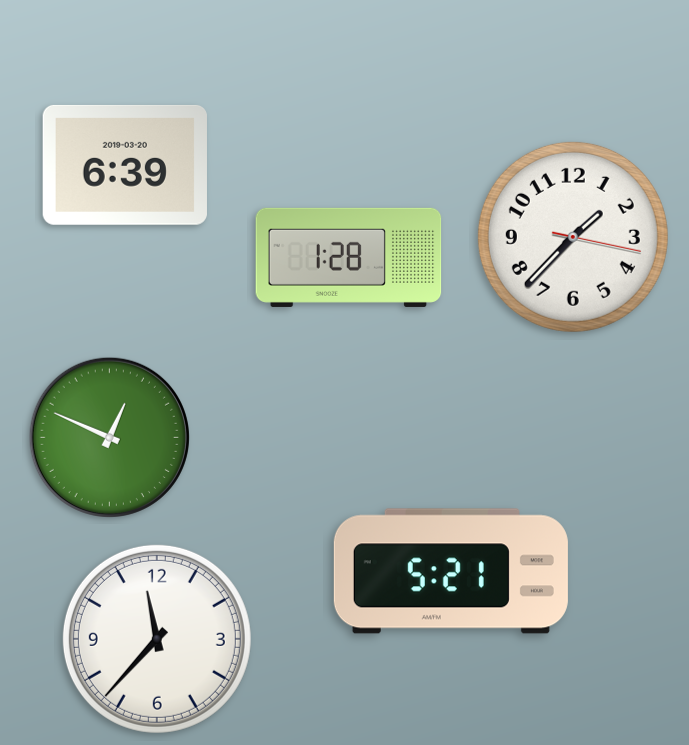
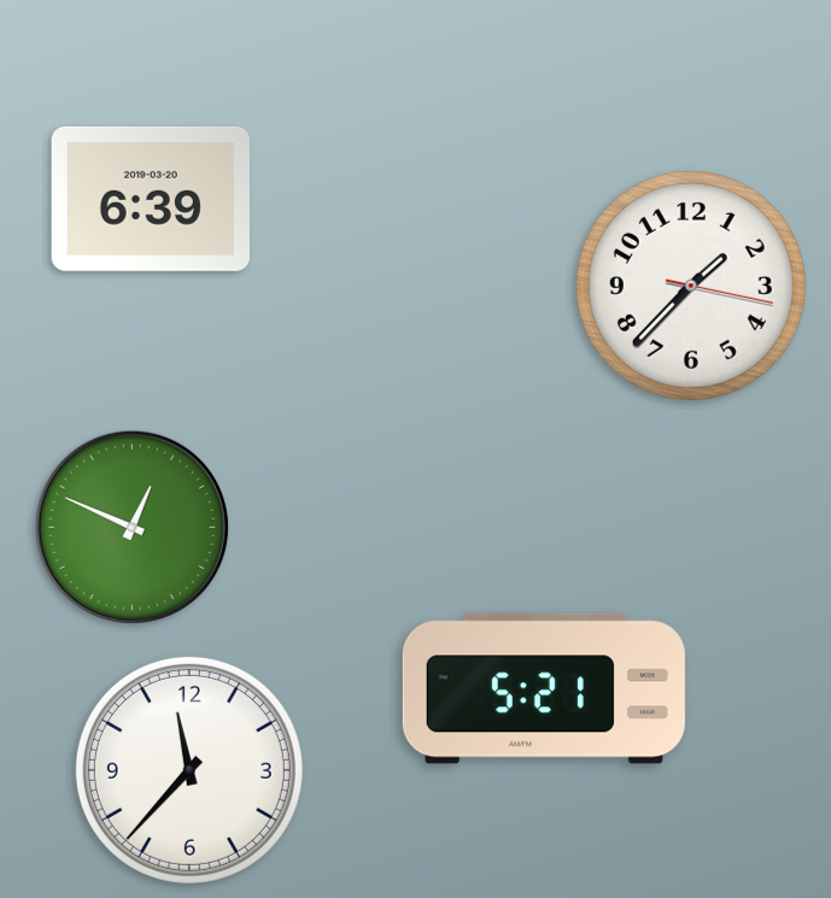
clock at (349, 257): 1:28 -> none
